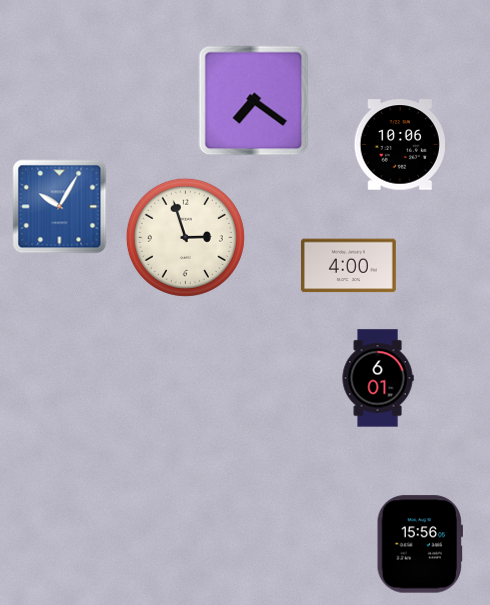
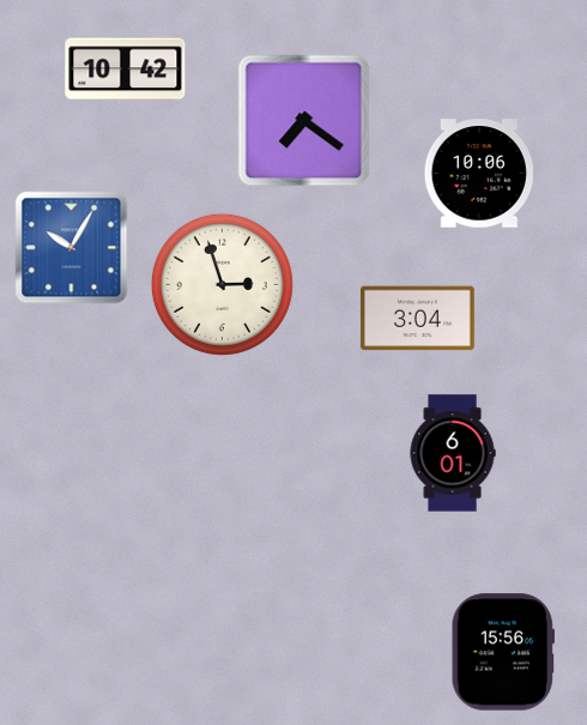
clock at (126, 70): none -> 10:42
clock at (348, 266): 4:00 -> 3:04
